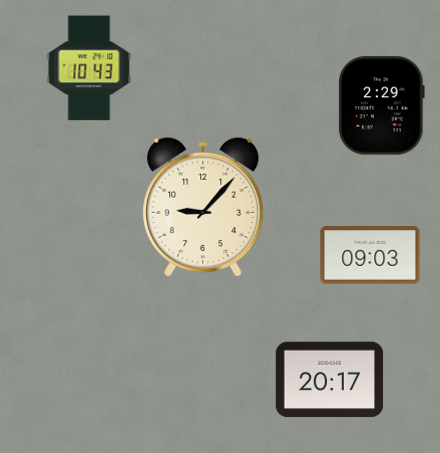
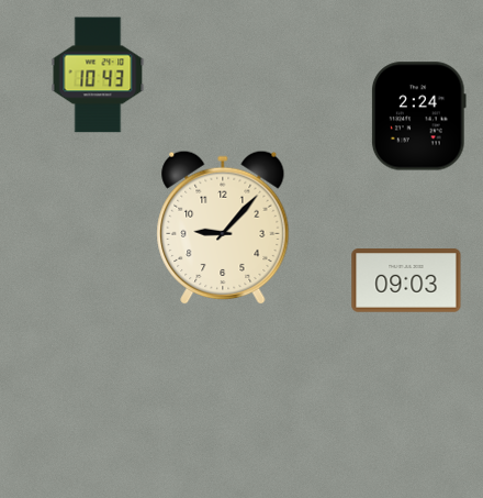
clock at (381, 106): 2:29 -> 2:24
clock at (330, 380): 20:17 -> none
